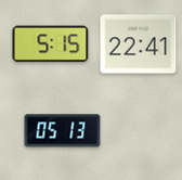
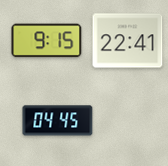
clock at (51, 44): 5:15 -> 9:15
clock at (63, 131): 05:13 -> 04:45
